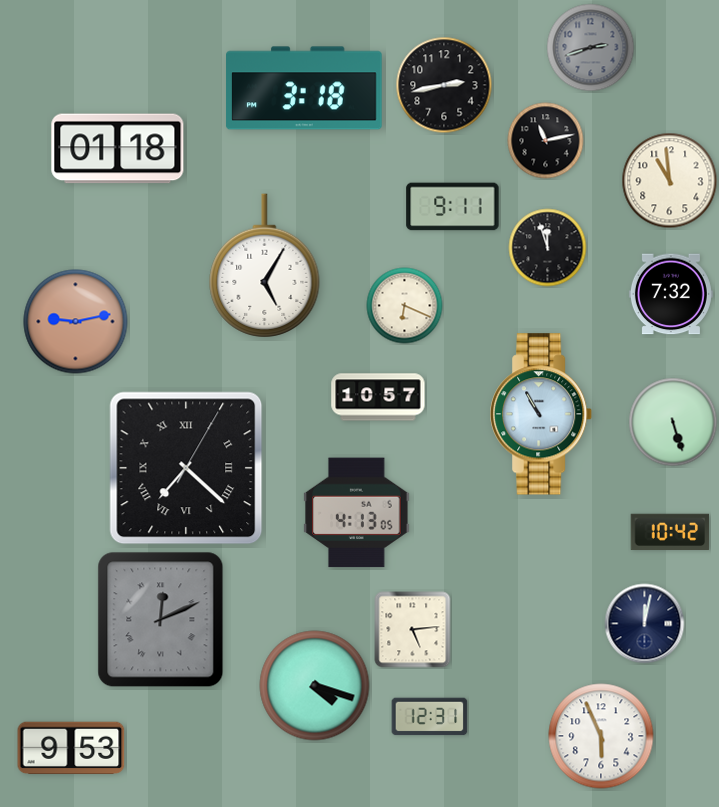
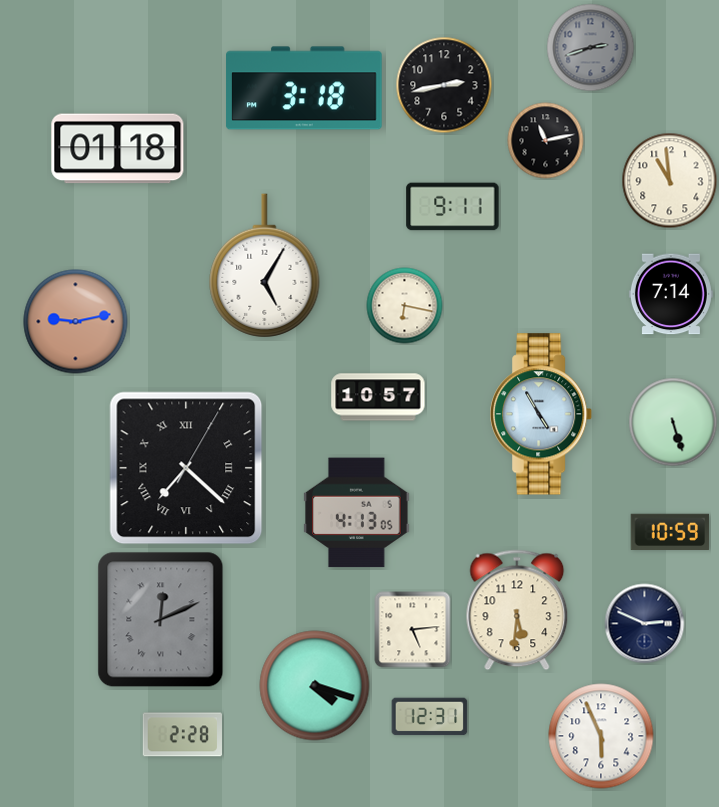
clock at (548, 248): 11:57 -> none
clock at (671, 294): 7:32 -> 7:14
clock at (405, 306): 6:19 -> 6:17
clock at (542, 414): 10:55 -> 4:55
clock at (670, 531): 10:42 -> 10:59
clock at (517, 610): none -> 5:31
clock at (645, 624): 12:02 -> 2:49
clock at (182, 735): none -> 2:28
clock at (71, 748): 9:53 -> none
